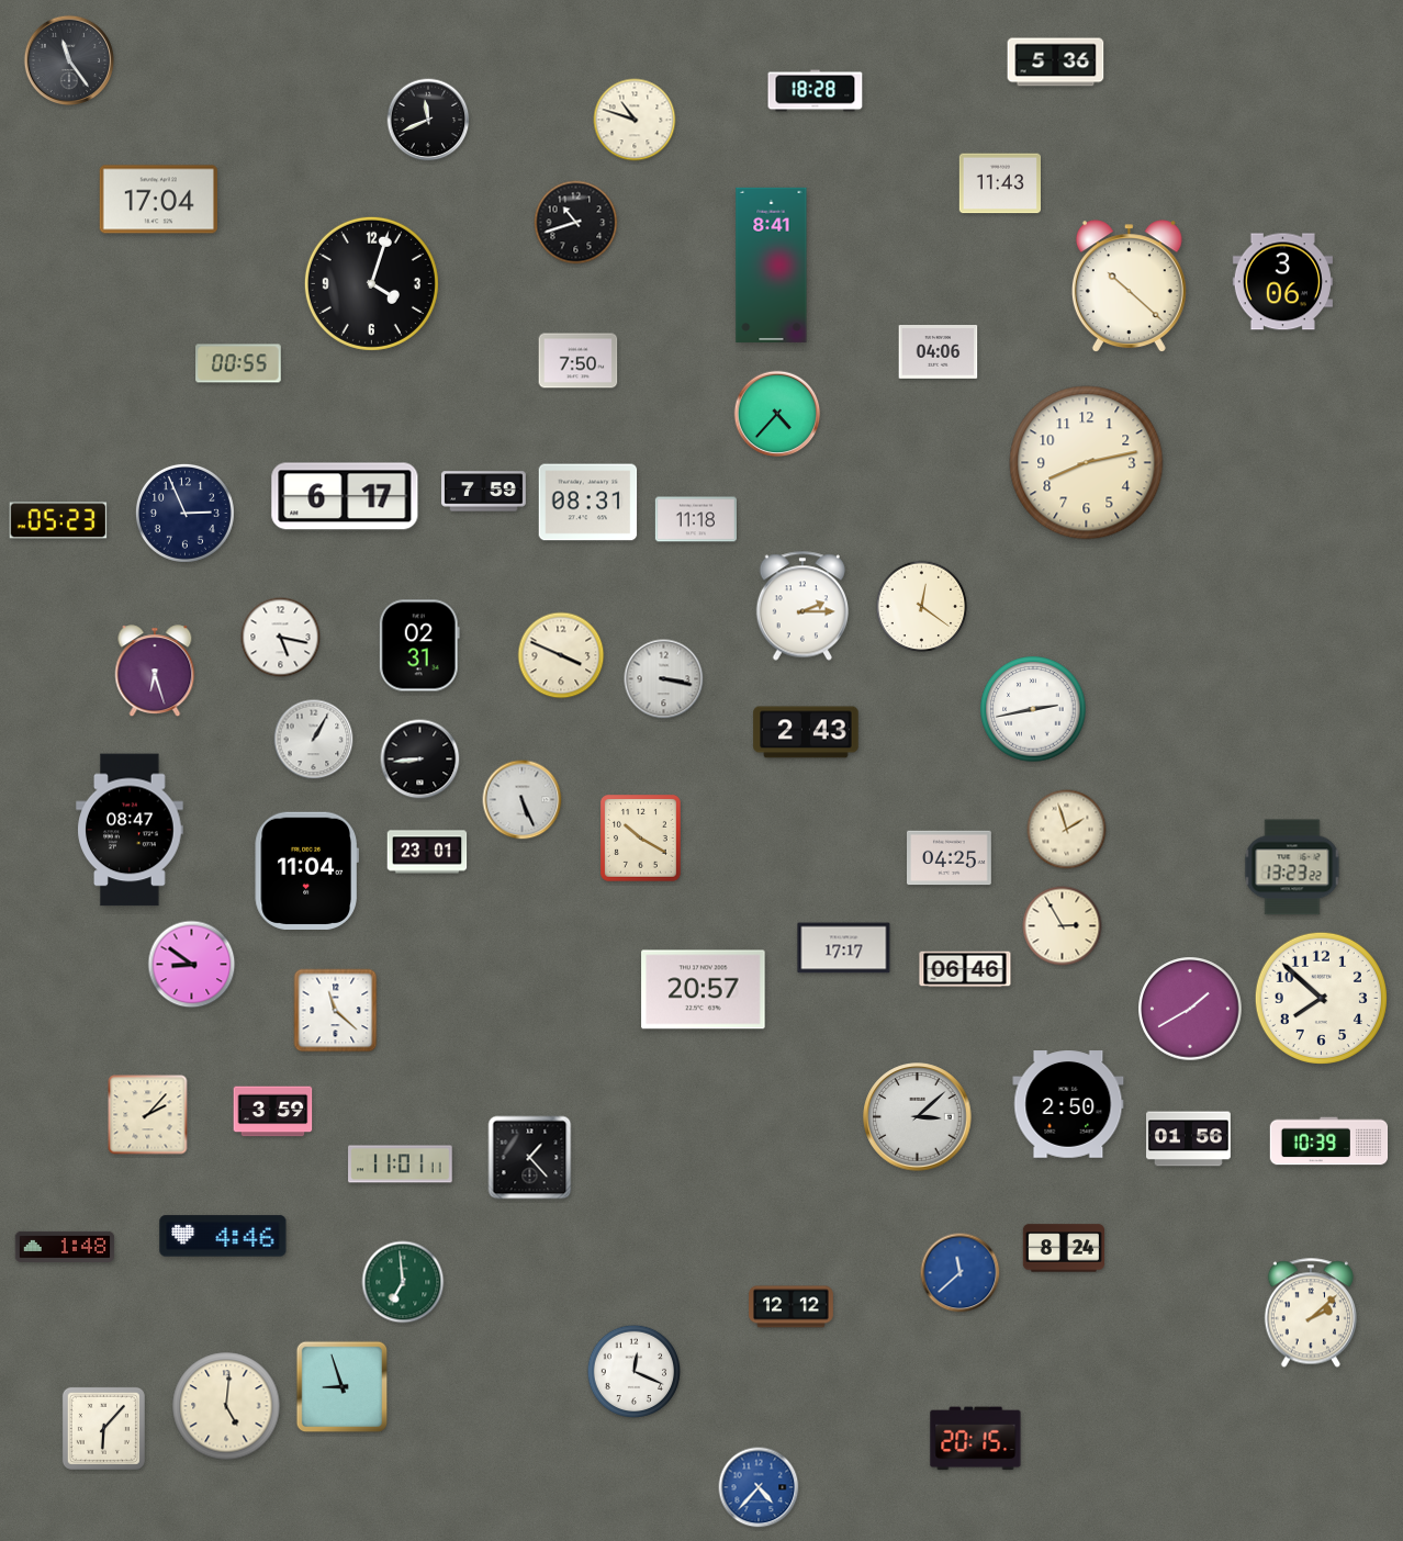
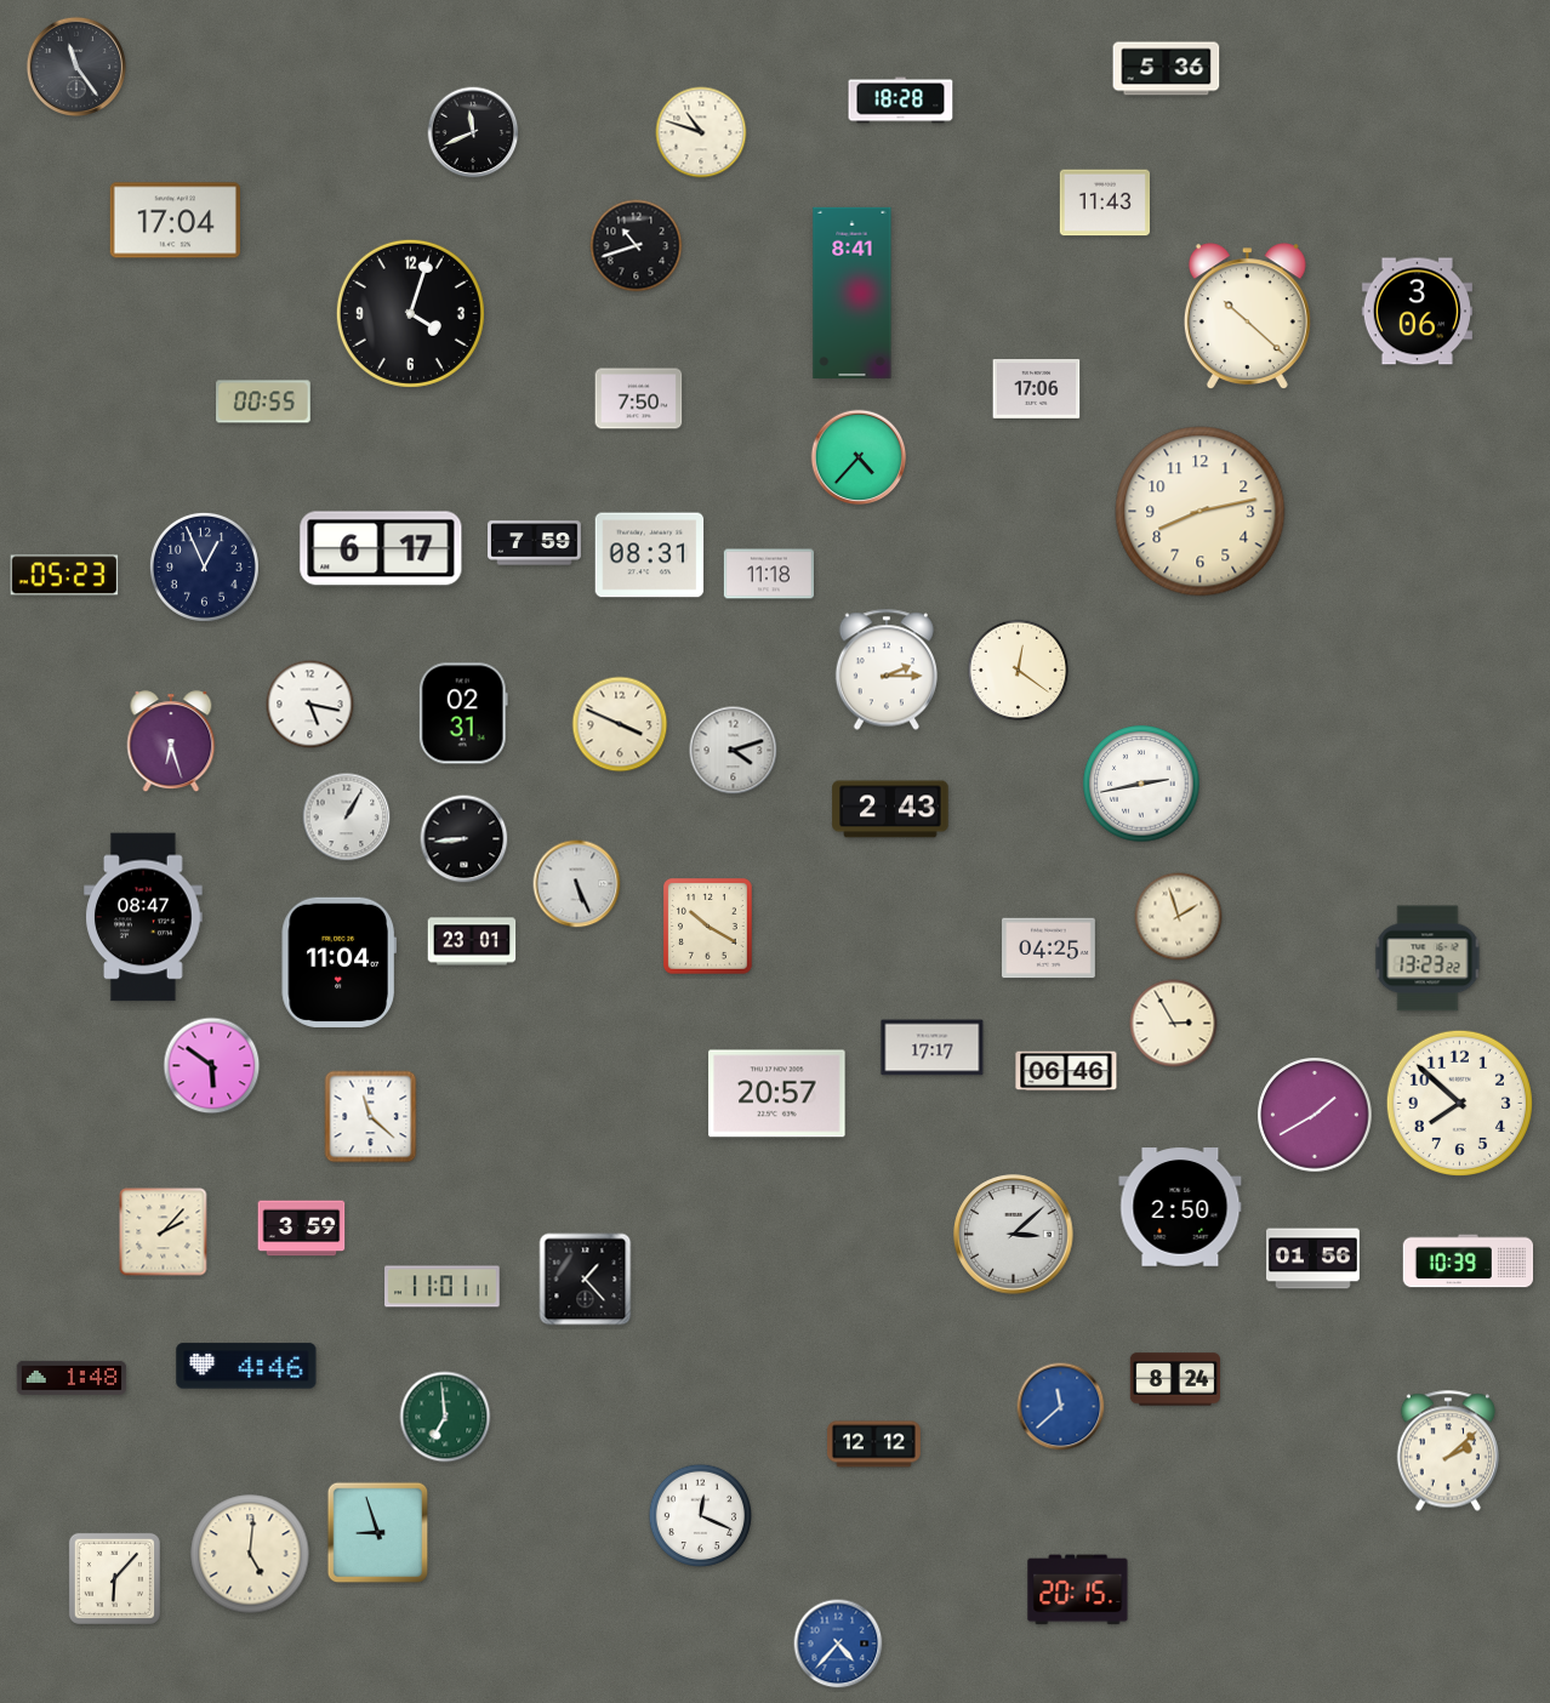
clock at (939, 352): 04:06 -> 17:06
clock at (184, 513): 2:56 -> 12:56
clock at (664, 679): 3:17 -> 4:12
clock at (192, 965): 8:51 -> 5:51
clock at (1068, 1104) position: (1068, 1104) -> (1180, 1207)
